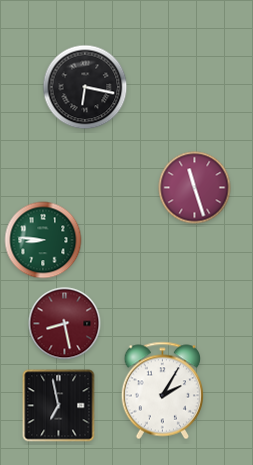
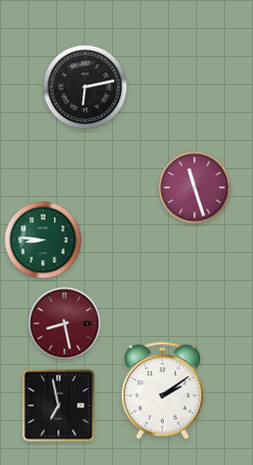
clock at (85, 87): 6:17 -> 6:13
clock at (162, 391): 2:05 -> 2:09
